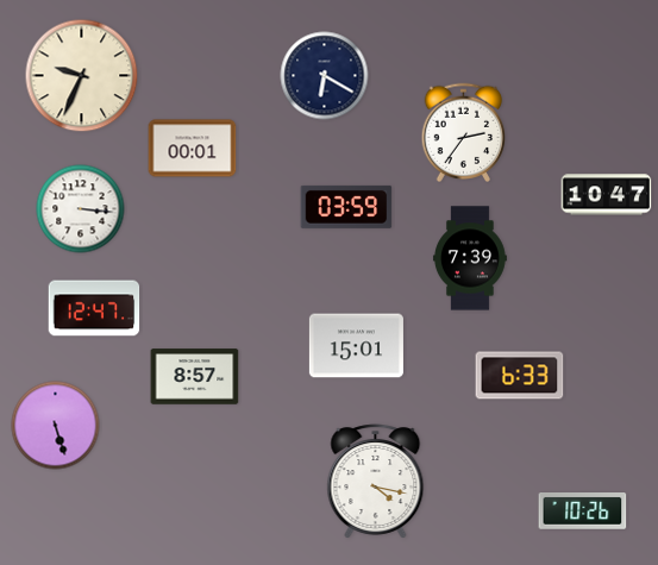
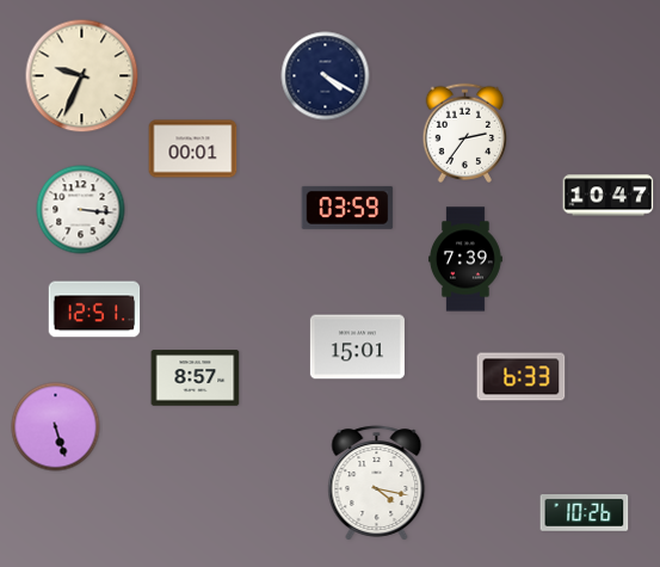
clock at (325, 76): 6:20 -> 4:20
clock at (470, 258) position: (470, 258) -> (465, 259)
clock at (94, 308): 12:47 -> 12:51
